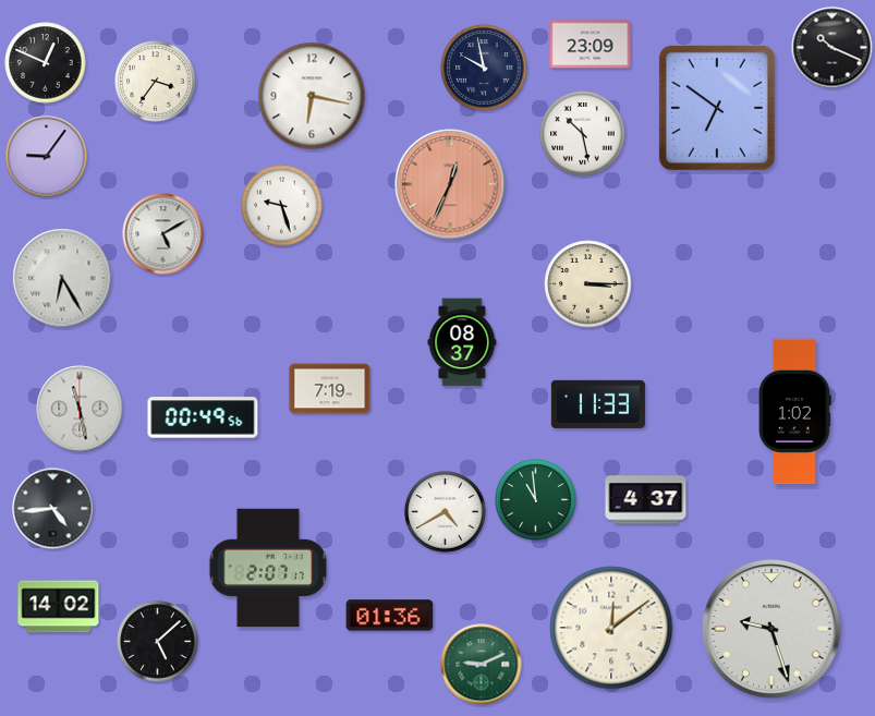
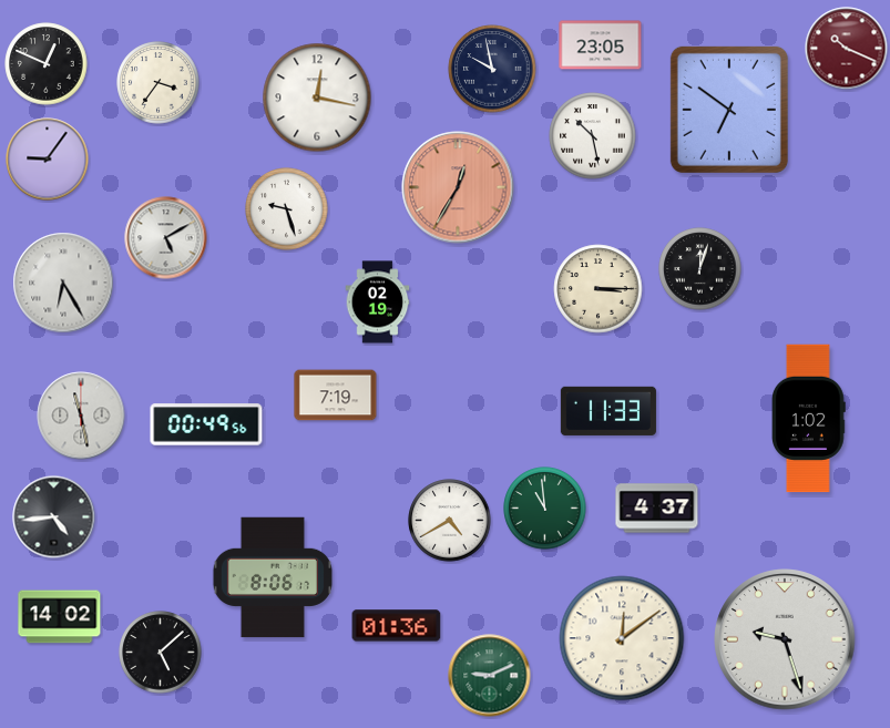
clock at (591, 45): 23:09 -> 23:05
clock at (833, 48) dial: black -> burgundy
clock at (312, 96): 6:17 -> 12:17
clock at (450, 184): 12:34 -> 12:35
clock at (700, 269): none -> 12:03
clock at (378, 303): none -> 02:19
clock at (462, 342): 08:37 -> none
clock at (446, 512) position: (446, 512) -> (450, 521)
clock at (268, 568): 2:07 -> 8:06
